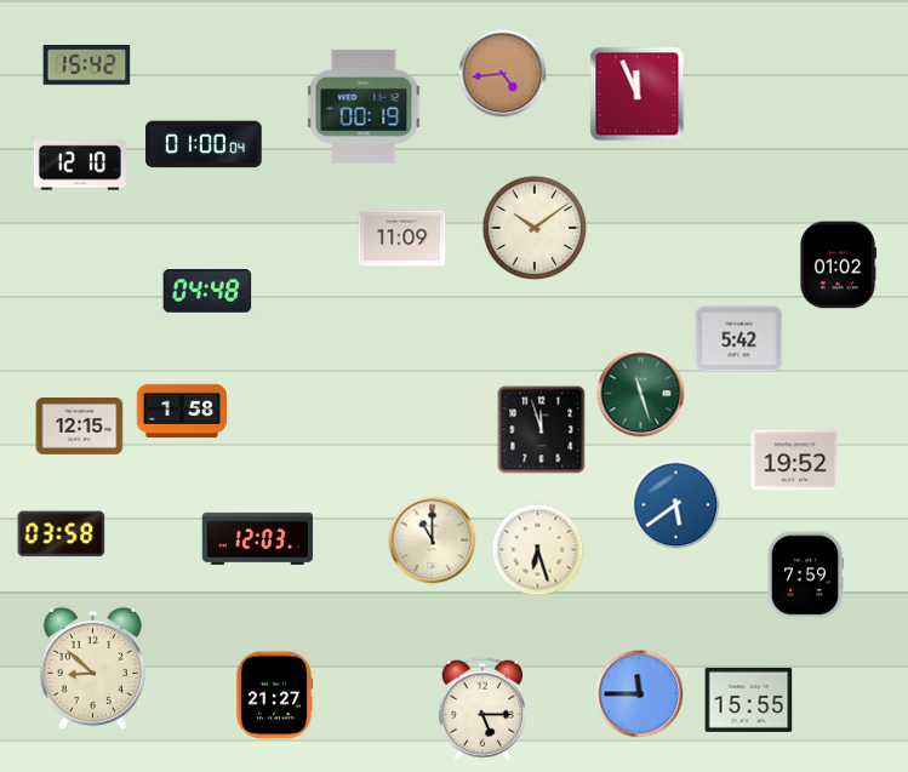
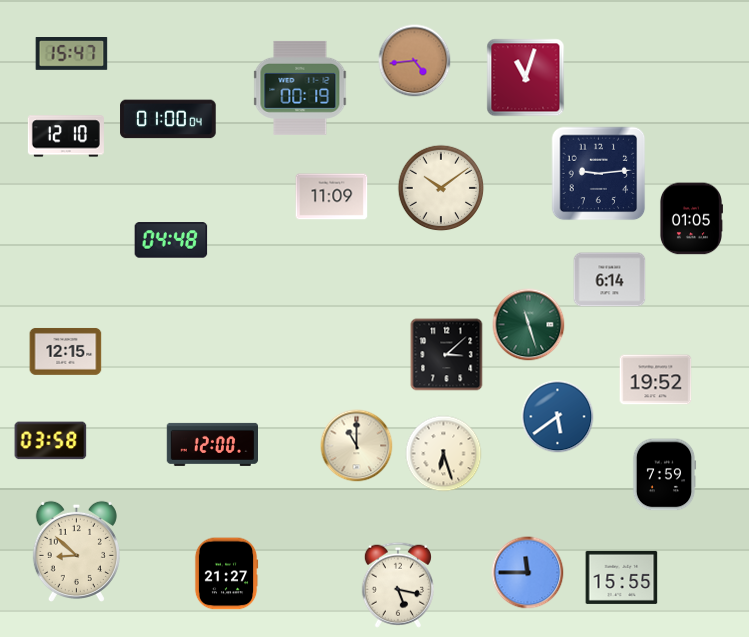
clock at (87, 65): 15:42 -> 15:47
clock at (638, 95): 11:56 -> 11:03
clock at (599, 174): none -> 9:14
clock at (838, 265): 01:02 -> 01:05
clock at (739, 339): 5:42 -> 6:14
clock at (182, 410): 1:58 -> none
clock at (542, 430): 11:57 -> 3:08
clock at (258, 538): 12:03 -> 12:00
clock at (749, 699) position: (749, 699) -> (622, 577)
clock at (482, 709): 5:15 -> 5:17
